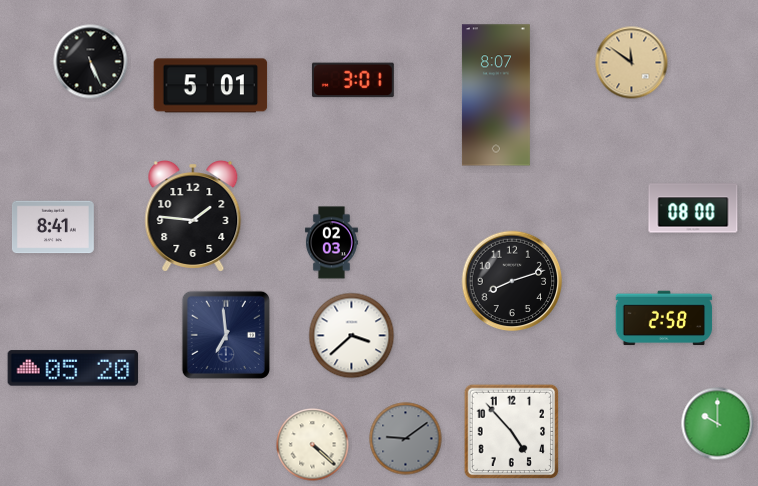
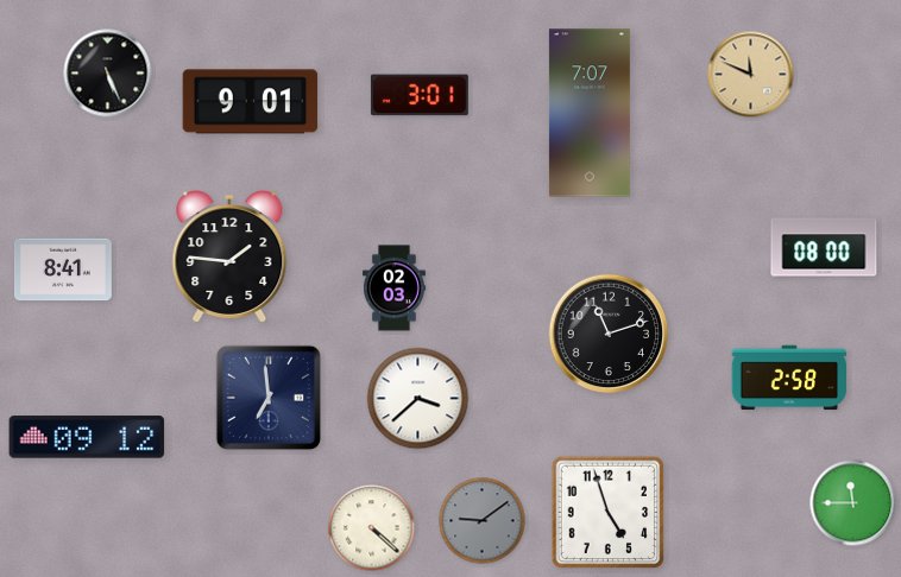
clock at (632, 63): 11:51 -> 11:49
clock at (211, 86): 5:01 -> 9:01
clock at (496, 95): 8:07 -> 7:07
clock at (512, 281): 8:12 -> 11:12
clock at (73, 368): 05:20 -> 09:12
clock at (718, 424): 10:00 -> 11:45
clock at (512, 432): 4:53 -> 4:57
